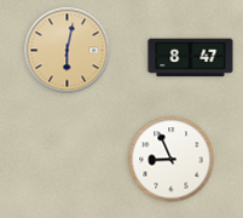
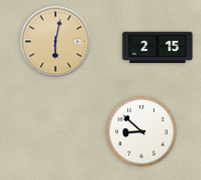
clock at (191, 58): 8:47 -> 2:15
clock at (172, 160): 8:56 -> 8:52
